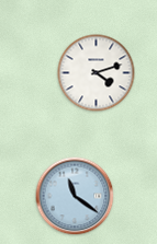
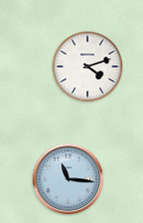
clock at (75, 196): 11:21 -> 11:16
